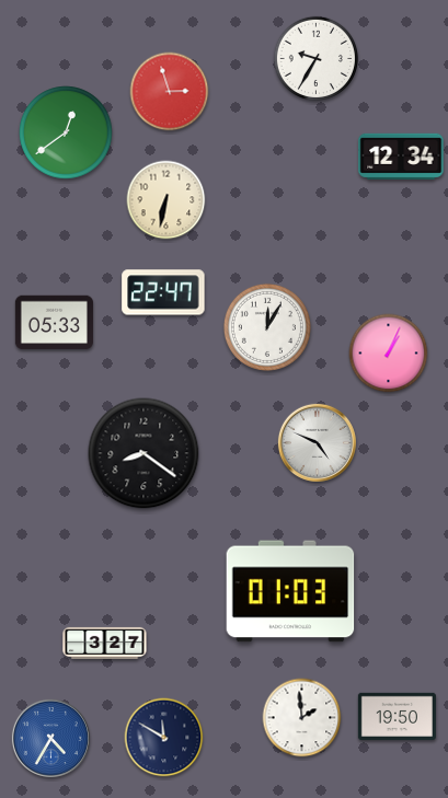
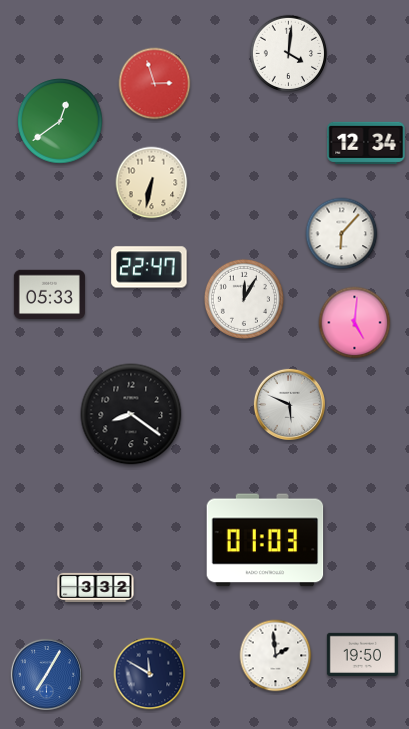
clock at (315, 58): 9:35 -> 4:01
clock at (342, 234): none -> 6:07
clock at (389, 354): 1:04 -> 5:01
clock at (317, 442): 4:49 -> 5:49
clock at (105, 643): 3:27 -> 3:32
clock at (50, 738): 4:35 -> 7:05
